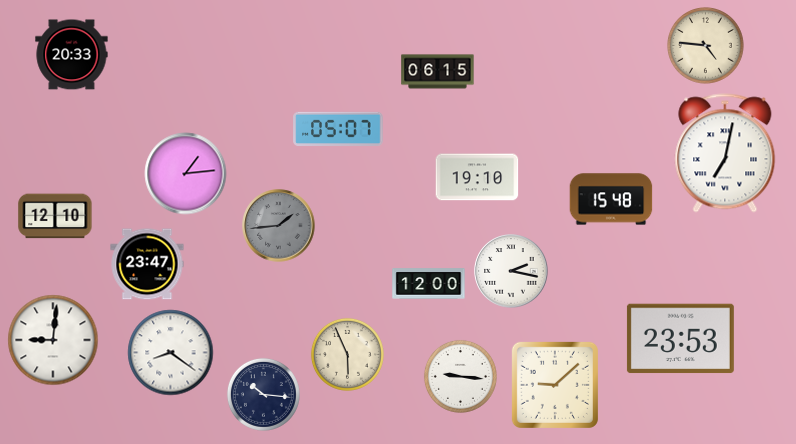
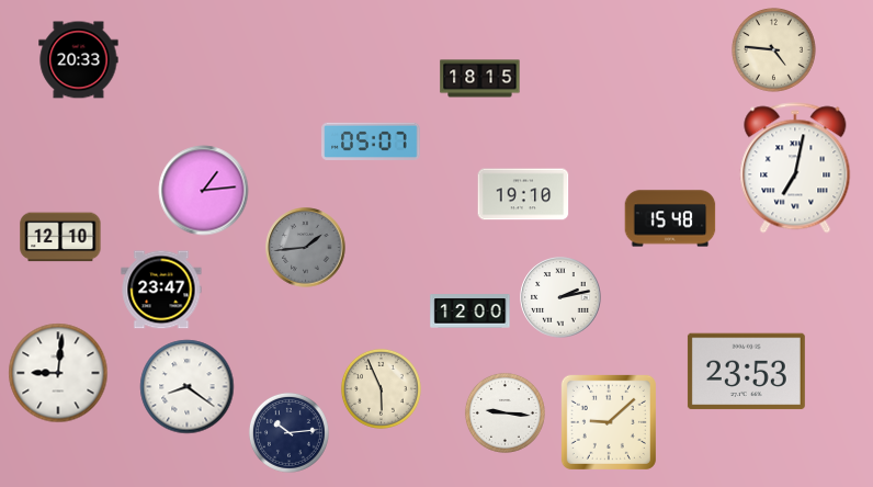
clock at (438, 72): 06:15 -> 18:15
clock at (511, 271): 2:17 -> 2:13
clock at (263, 394): 10:16 -> 10:14
